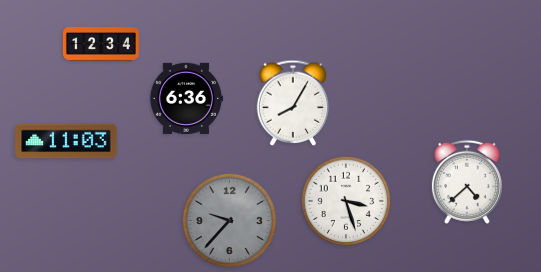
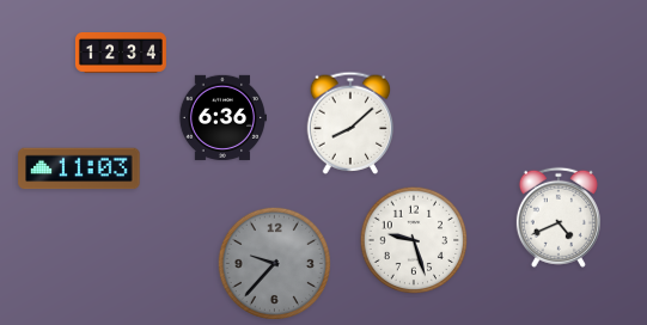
clock at (293, 103): 8:05 -> 8:08
clock at (467, 182): 4:38 -> 4:41
clock at (346, 201): 3:27 -> 9:27
